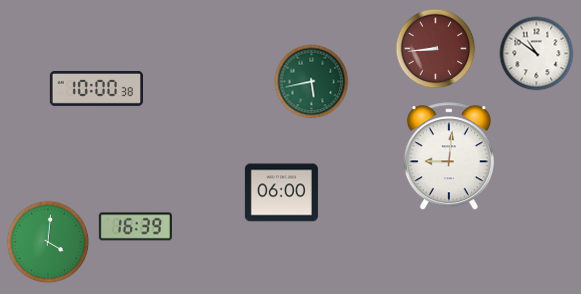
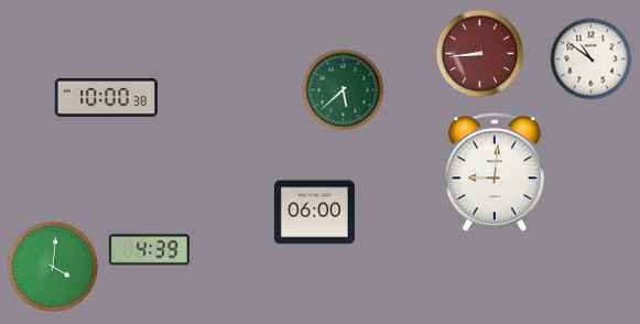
clock at (312, 82): 5:43 -> 5:38
clock at (281, 193) position: (281, 193) -> (314, 213)
clock at (135, 227): 16:39 -> 4:39
